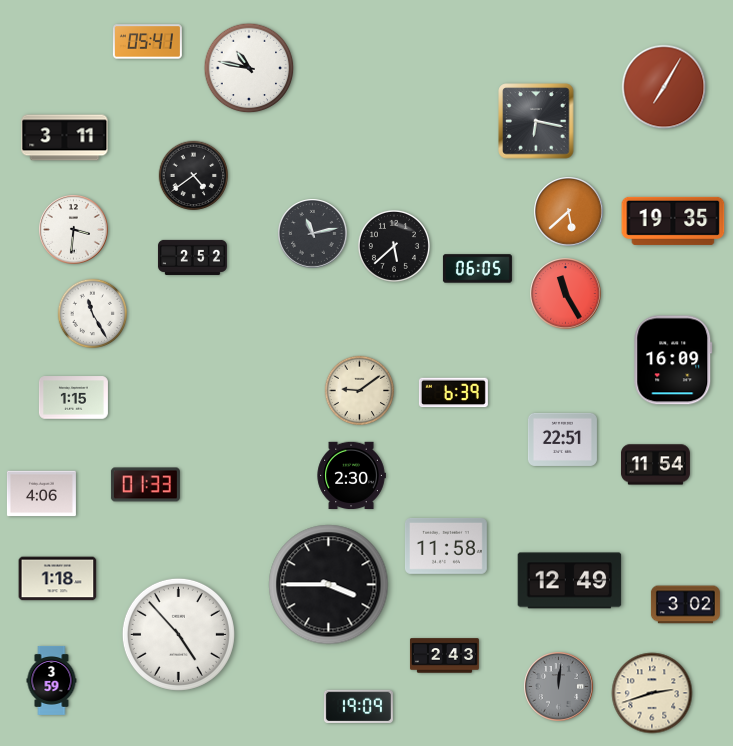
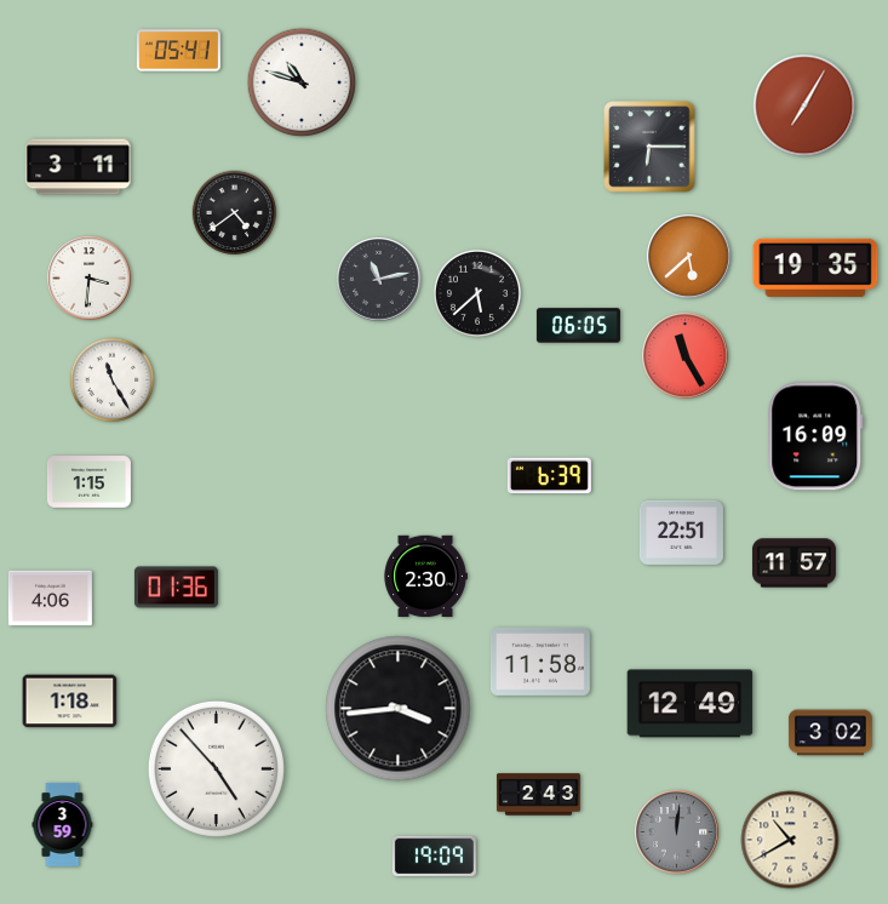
clock at (249, 68): 10:47 -> 10:48
clock at (536, 121): 6:17 -> 6:15
clock at (313, 234) position: (313, 234) -> (379, 280)
clock at (394, 246) position: (394, 246) -> (477, 293)
clock at (192, 257): 2:52 -> none
clock at (360, 391): 9:09 -> none
clock at (655, 465): 11:54 -> 11:57
clock at (145, 485): 01:33 -> 01:36
clock at (329, 585): 3:45 -> 3:44
clock at (652, 693): 2:42 -> 10:40
